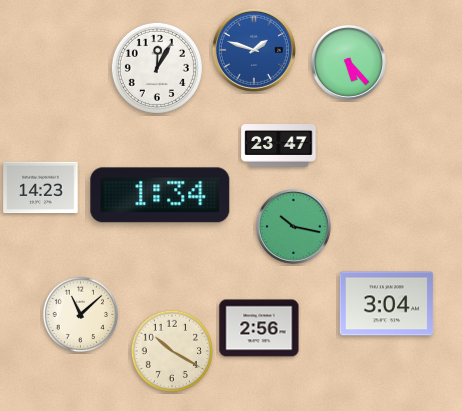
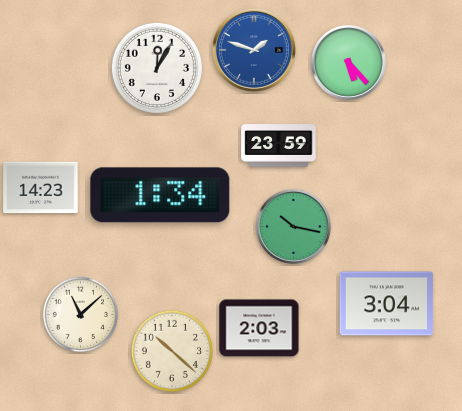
clock at (279, 146): 23:47 -> 23:59
clock at (259, 328): 2:56 -> 2:03
clock at (171, 350): 10:20 -> 10:22
